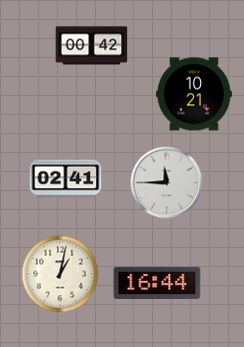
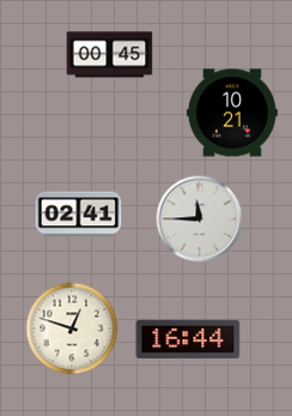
clock at (92, 46): 00:42 -> 00:45
clock at (60, 274): 1:02 -> 12:48
